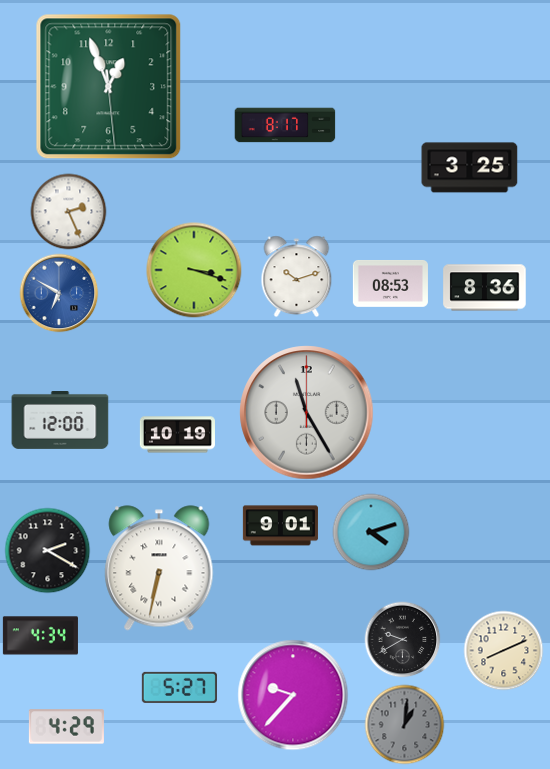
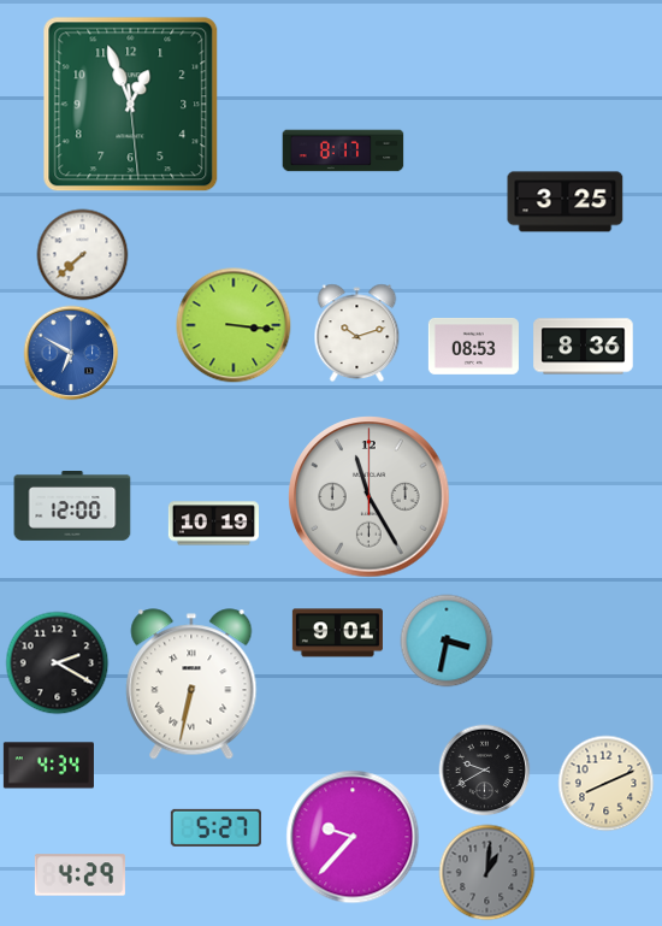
clock at (69, 212): 2:26 -> 7:38
clock at (194, 270): 3:18 -> 3:16
clock at (390, 283) position: (390, 283) -> (473, 346)
clock at (371, 532): 4:12 -> 3:32
